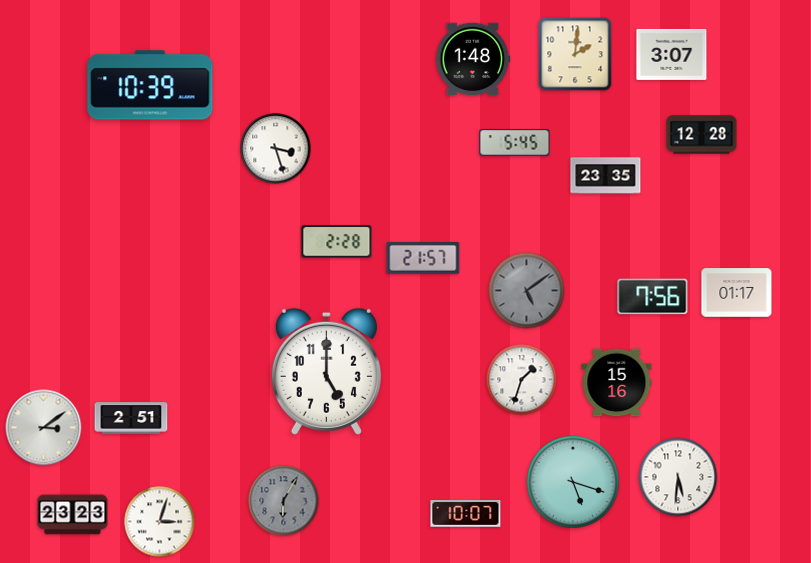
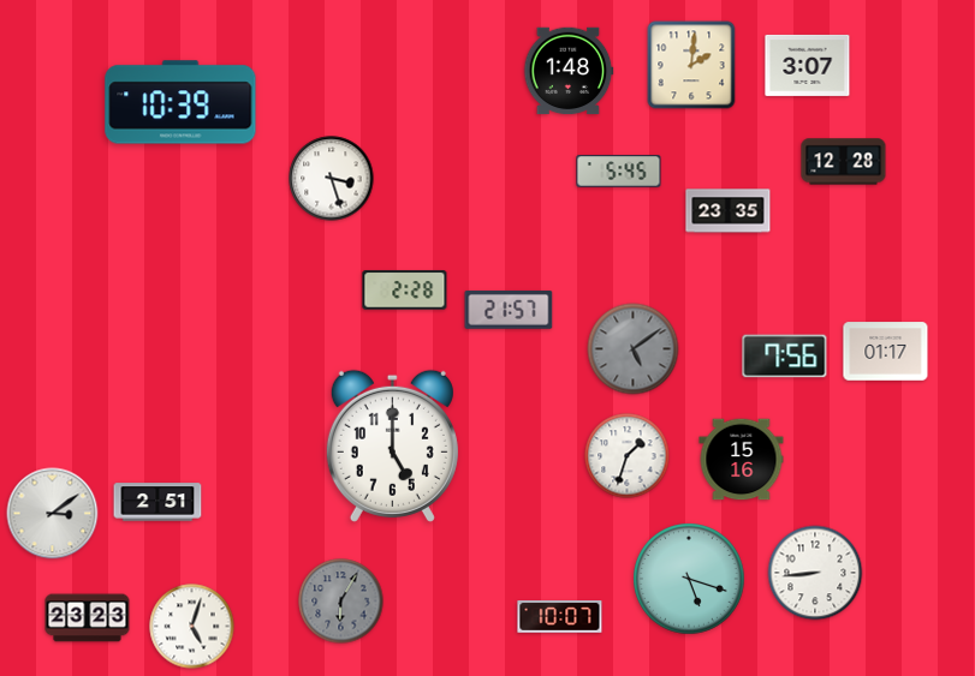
clock at (678, 477): 5:31 -> 8:44
clock at (160, 522): 3:03 -> 5:03
